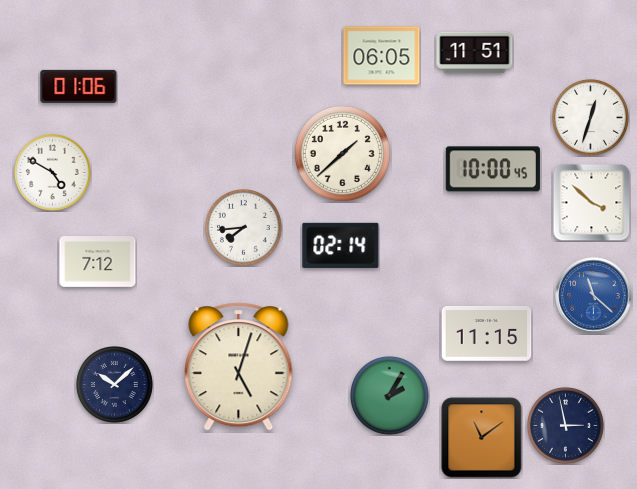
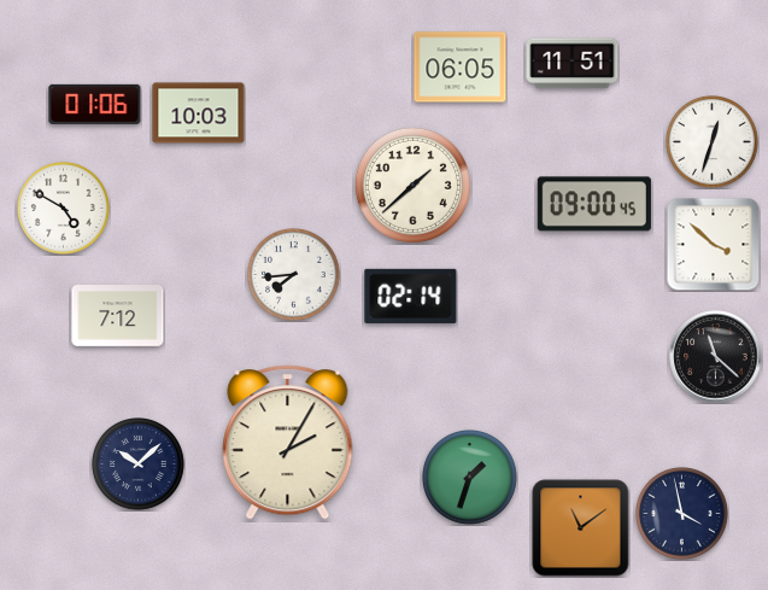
clock at (199, 113): none -> 10:03
clock at (493, 169): 10:00 -> 09:00
clock at (594, 296) dial: blue -> black
clock at (487, 333): 11:15 -> none
clock at (239, 367): 5:03 -> 2:05
clock at (390, 396): 2:05 -> 1:33
clock at (566, 426): 2:58 -> 3:58
